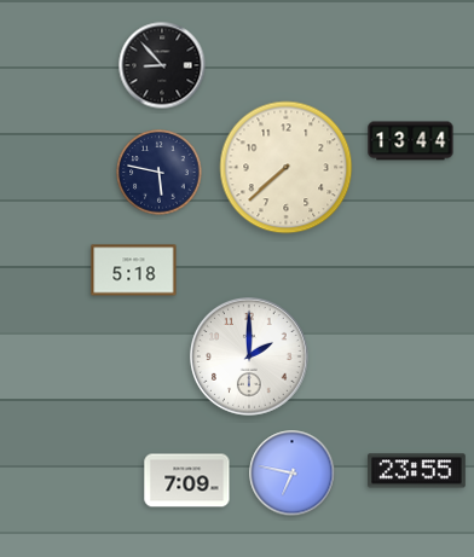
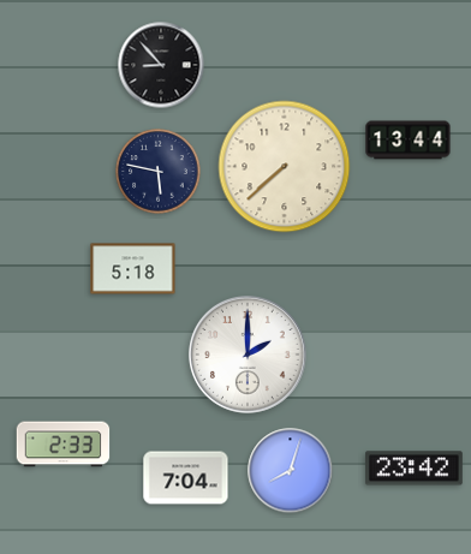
clock at (64, 445): none -> 2:33
clock at (416, 471): 23:55 -> 23:42
clock at (293, 474): 6:47 -> 8:03
clock at (187, 481): 7:09 -> 7:04
